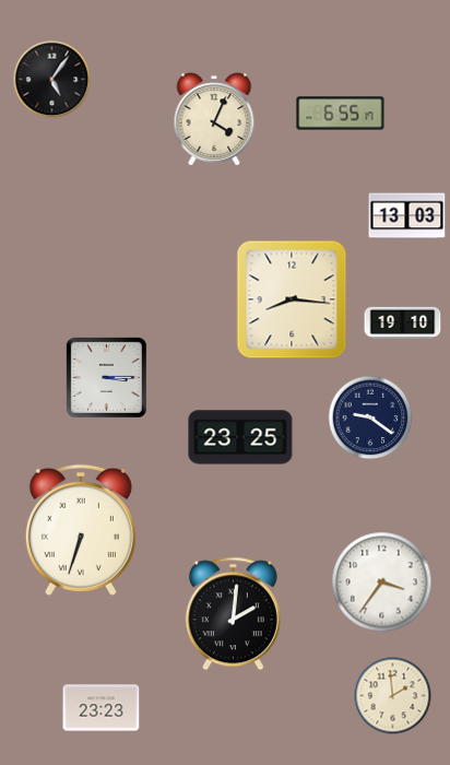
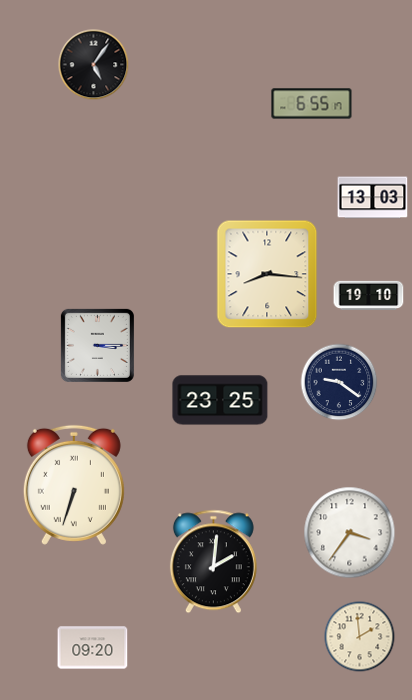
clock at (52, 80) position: (52, 80) -> (94, 65)
clock at (214, 119): 4:04 -> none
clock at (102, 708): 23:23 -> 09:20
